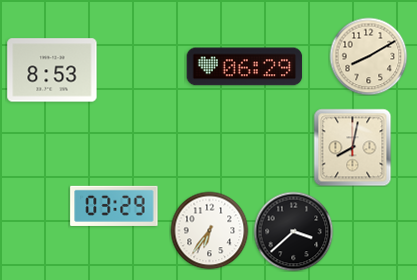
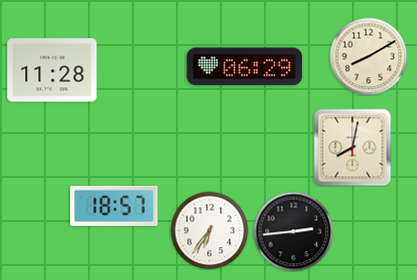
clock at (52, 70): 8:53 -> 11:28
clock at (114, 206): 03:29 -> 18:57
clock at (293, 231): 3:38 -> 2:44
